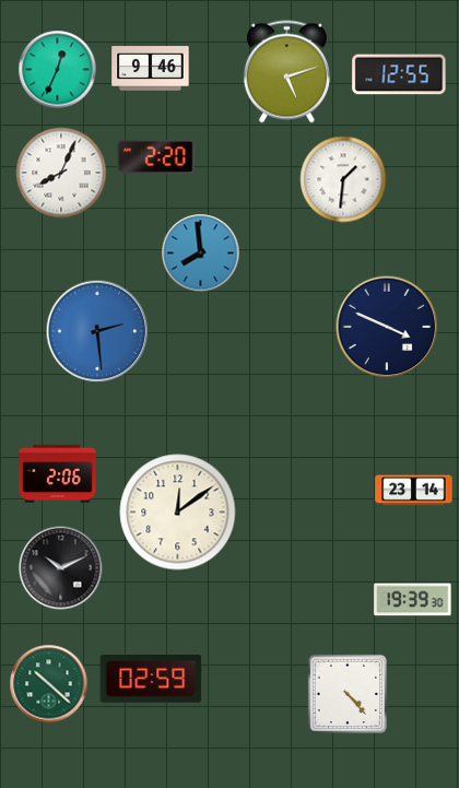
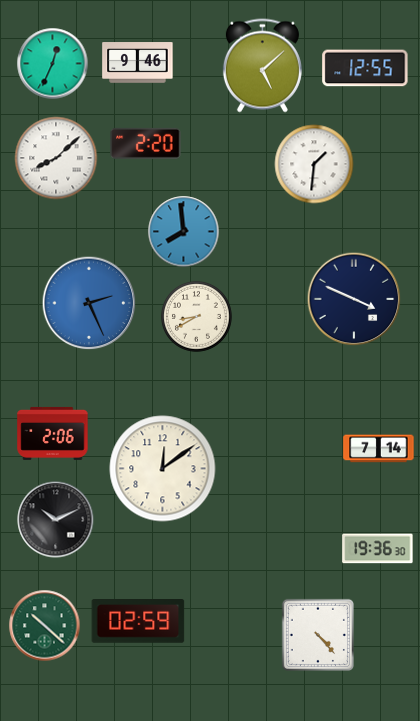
clock at (286, 72): 5:12 -> 5:08
clock at (156, 156) position: (156, 156) -> (146, 143)
clock at (61, 173): 8:04 -> 8:08
clock at (97, 331): 2:29 -> 2:26
clock at (196, 316): none -> 8:40
clock at (414, 491): 23:14 -> 7:14
clock at (413, 600): 19:39 -> 19:36
